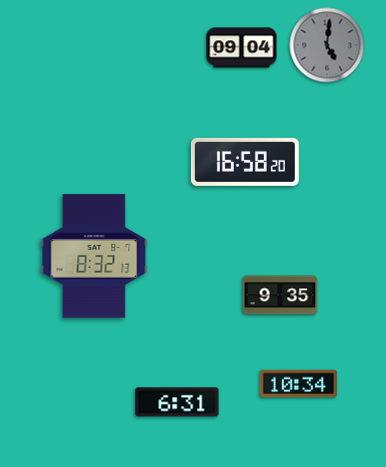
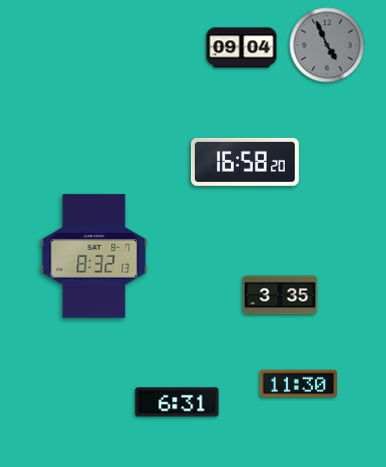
clock at (327, 45): 5:01 -> 4:56
clock at (280, 295): 9:35 -> 3:35
clock at (298, 384): 10:34 -> 11:30
